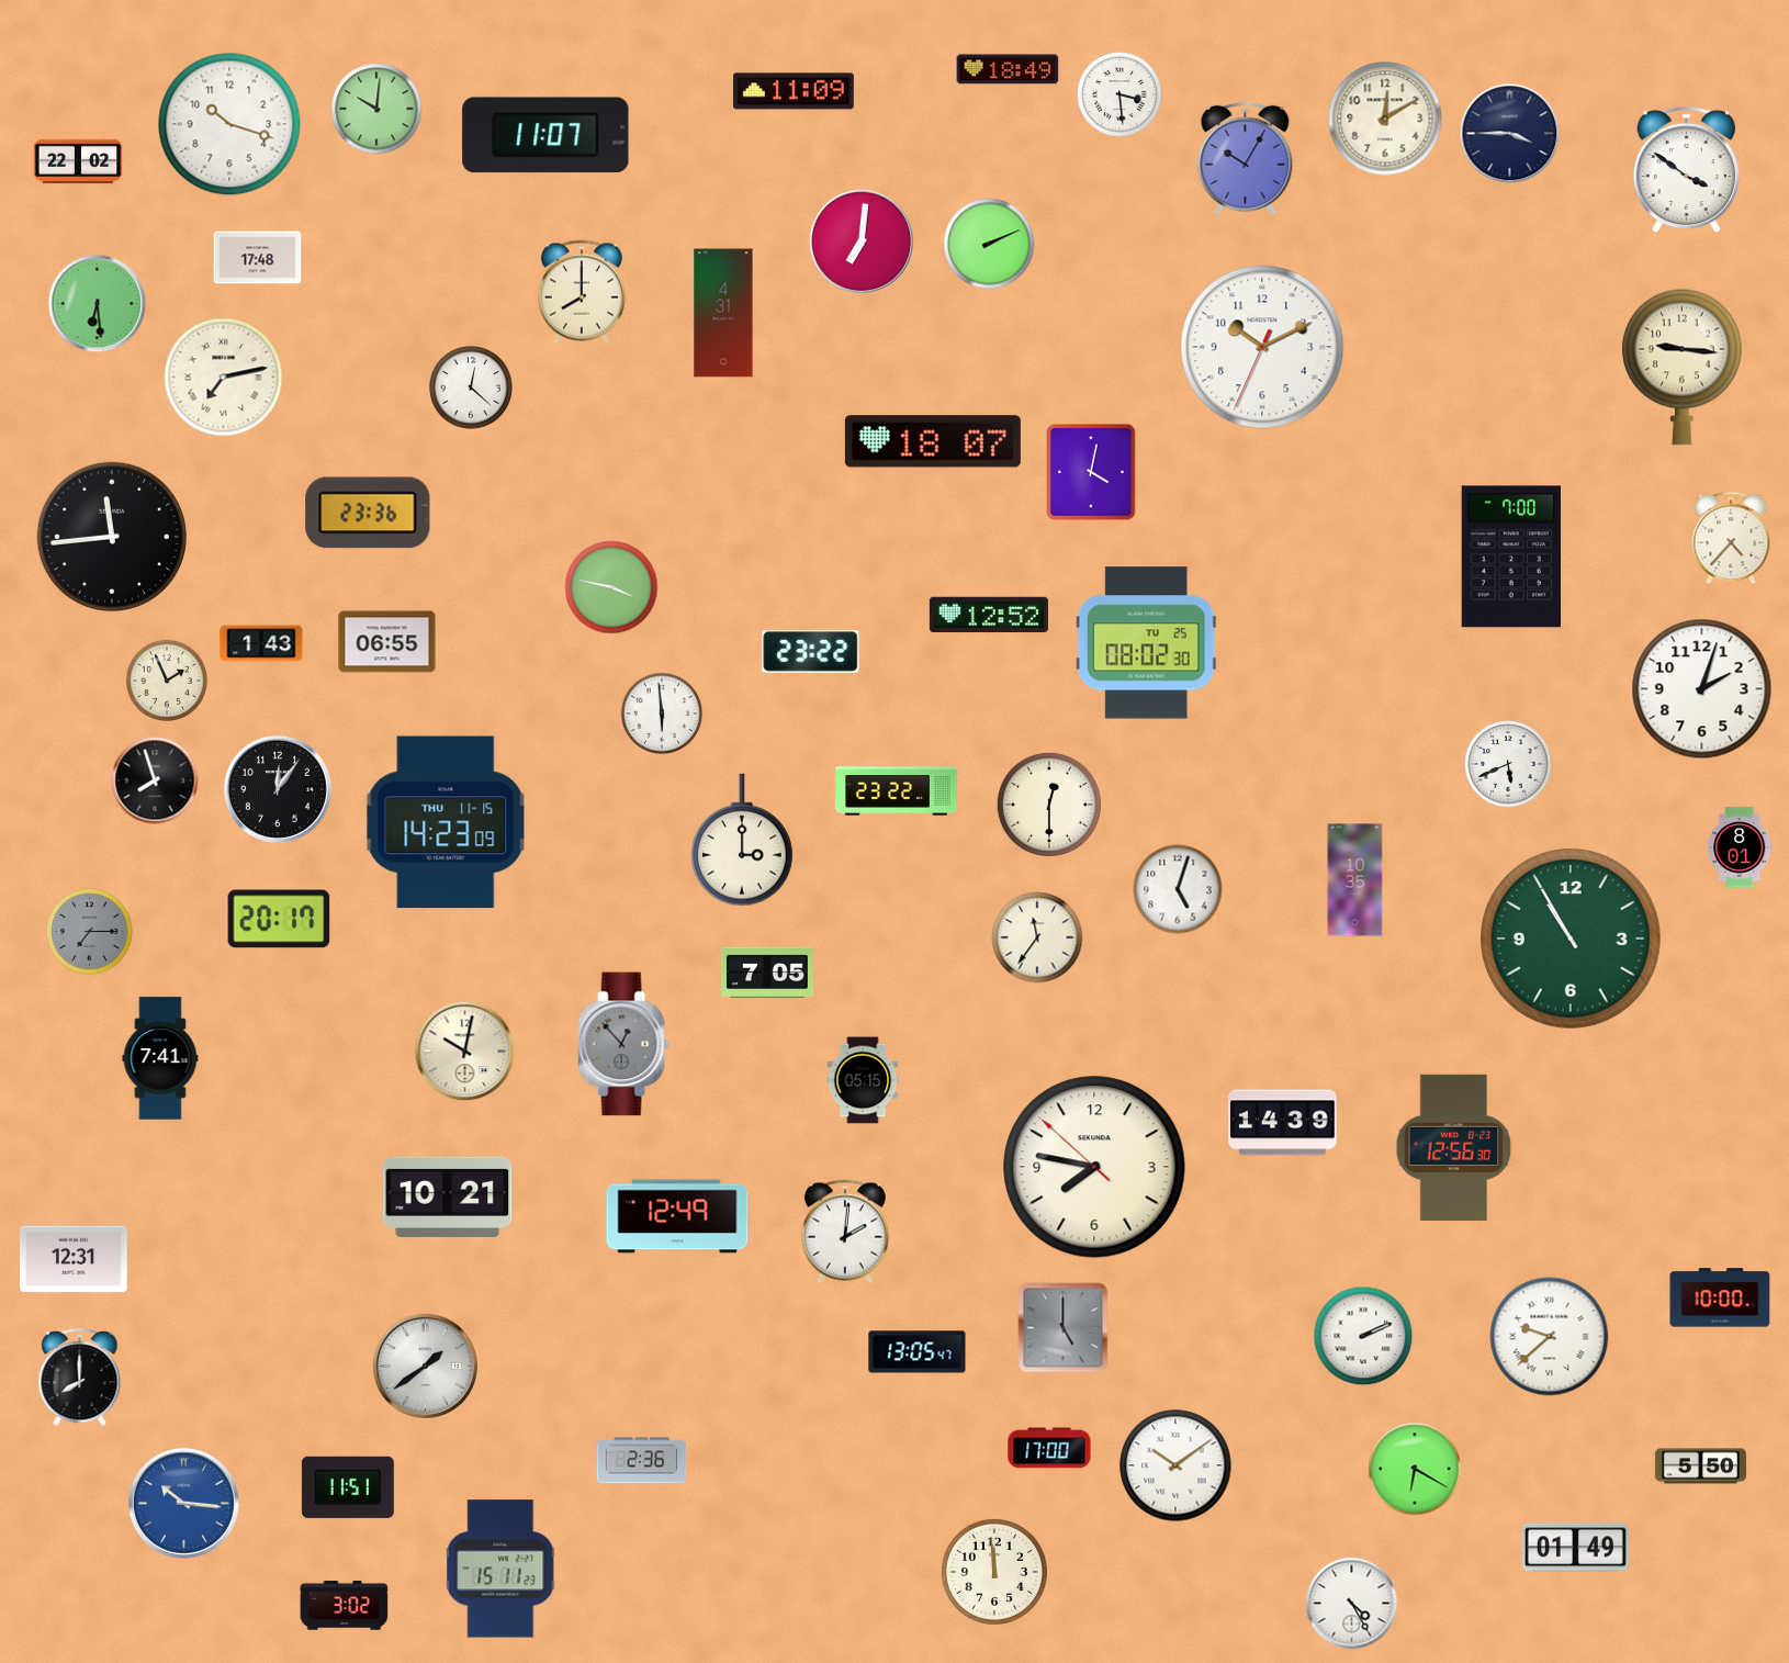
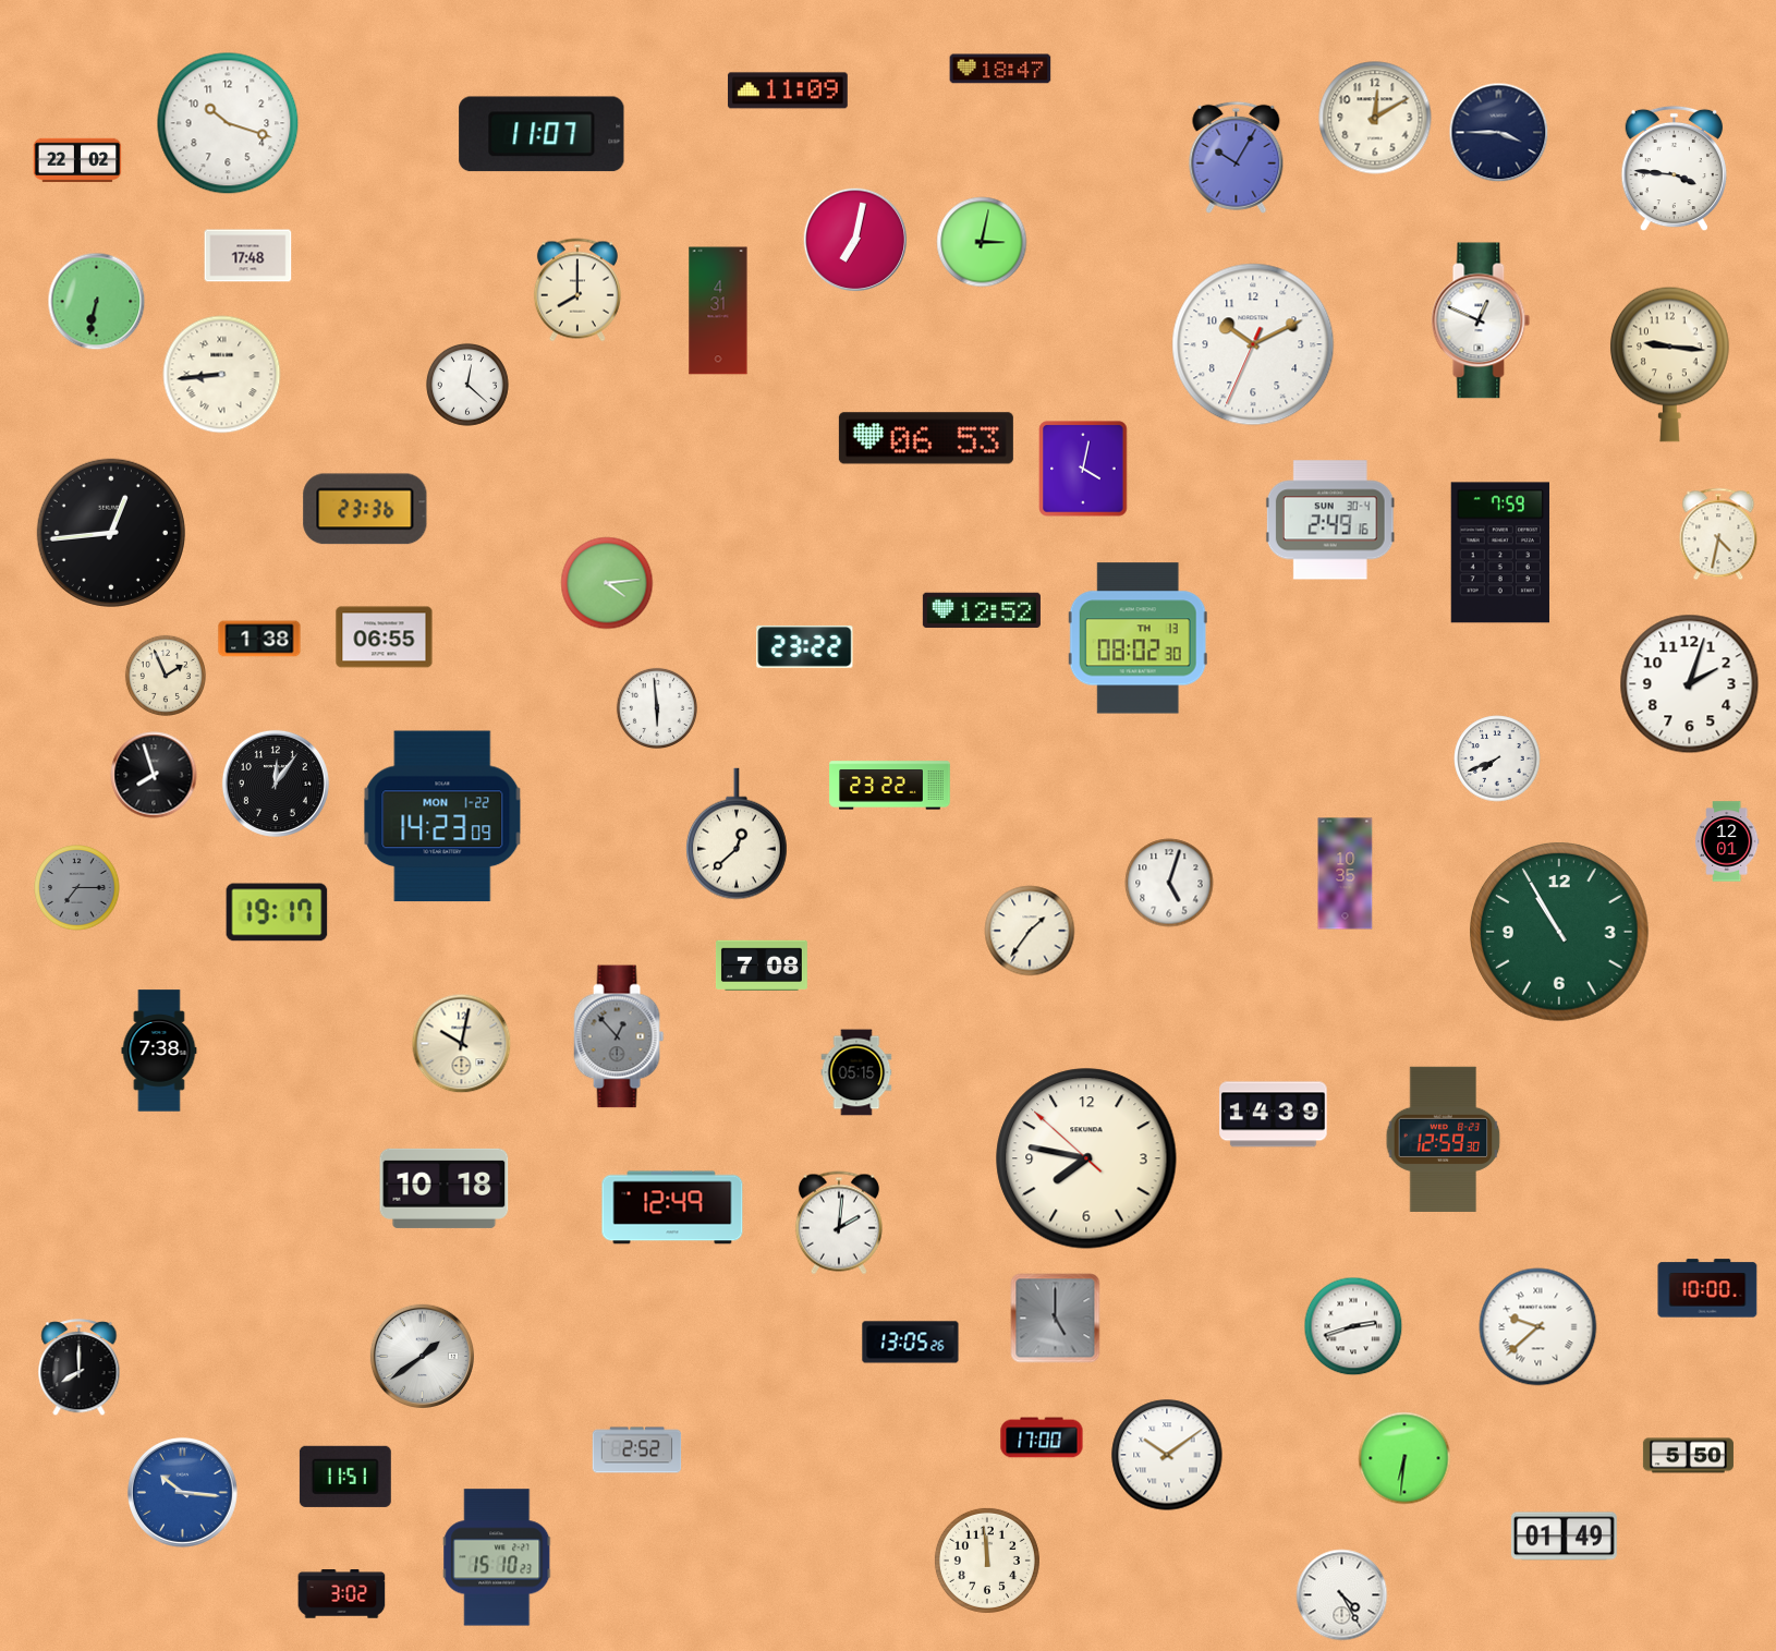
clock at (1008, 69): 18:49 -> 18:47
clock at (1119, 94): 3:29 -> none
clock at (376, 109): 10:01 -> none
clock at (1686, 170): 3:51 -> 3:46
clock at (862, 241): 7:01 -> 7:02
clock at (989, 244): 2:11 -> 3:02
clock at (258, 258) position: (258, 258) -> (248, 256)
clock at (98, 304): 6:29 -> 6:32
clock at (1481, 320): none -> 12:49
clock at (224, 378): 7:13 -> 8:44
clock at (933, 441): 18:07 -> 06:53
clock at (1330, 520): none -> 2:49
clock at (112, 537): 11:44 -> 12:44
clock at (1731, 538): 4:37 -> 4:32
clock at (1511, 557): 7:00 -> 7:59
clock at (611, 587): 3:47 -> 4:14
clock at (261, 643): 1:43 -> 1:38
clock at (1146, 643) date: TU 25 -> TH 13
clock at (1508, 764): 5:41 -> 7:41
clock at (1049, 805): 12:30 -> none
clock at (446, 822) date: THU 11-15 -> MON 1-22
clock at (743, 840): 3:00 -> 12:38
clock at (1741, 847): 8:01 -> 12:01
clock at (279, 919): 20:17 -> 19:17
clock at (90, 932) position: (90, 932) -> (77, 888)
clock at (1037, 937): 11:36 -> 1:36
clock at (767, 971): 7:05 -> 7:08
clock at (160, 1058): 7:41 -> 7:38
clock at (1454, 1147): 12:56 -> 12:59
clock at (448, 1196): 10:21 -> 10:18
clock at (74, 1259): 12:31 -> none
clock at (1363, 1336): 2:11 -> 2:42
clock at (918, 1352): 13:05:47 -> 13:05:26
clock at (642, 1461): 2:36 -> 2:52
clock at (1415, 1469): 6:20 -> 6:31
clock at (502, 1569): 15:11 -> 15:10
clock at (1352, 1604) position: (1352, 1604) -> (1342, 1595)
